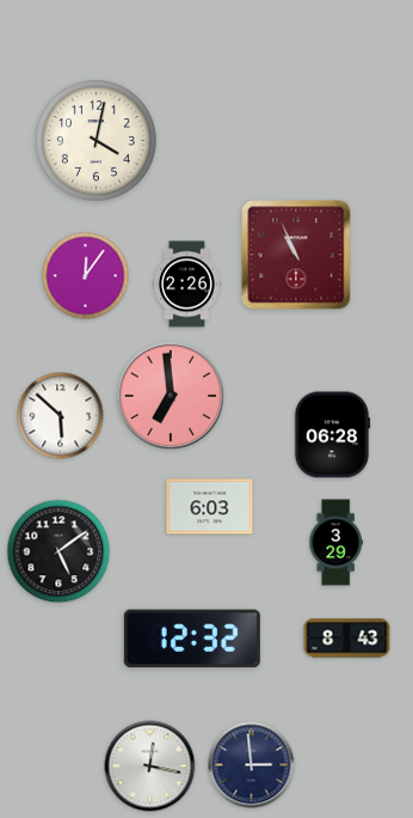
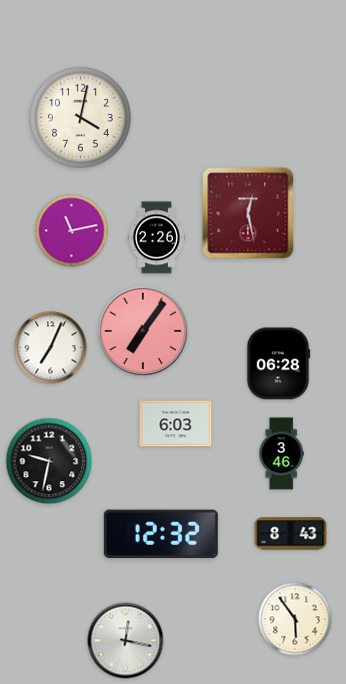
clock at (296, 255): 10:56 -> 12:28
clock at (86, 276): 12:06 -> 11:13
clock at (171, 396): 6:59 -> 7:06
clock at (61, 416): 5:52 -> 7:04
clock at (335, 543): 3:29 -> 3:46
clock at (58, 551): 5:09 -> 9:32
clock at (295, 619): none -> 5:54
clock at (252, 765): 2:59 -> none
